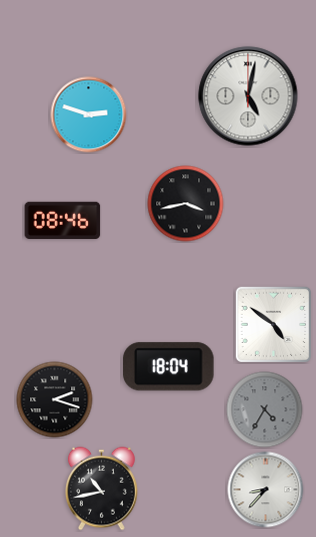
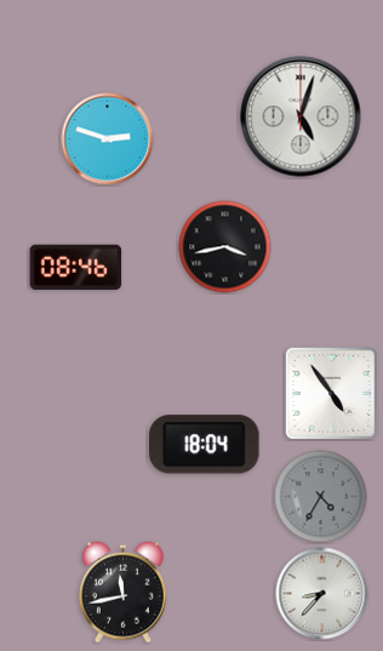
clock at (248, 96): 5:02 -> 5:03
clock at (273, 324): 4:51 -> 4:54
clock at (55, 400): 2:18 -> none
clock at (102, 489): 10:43 -> 11:43
